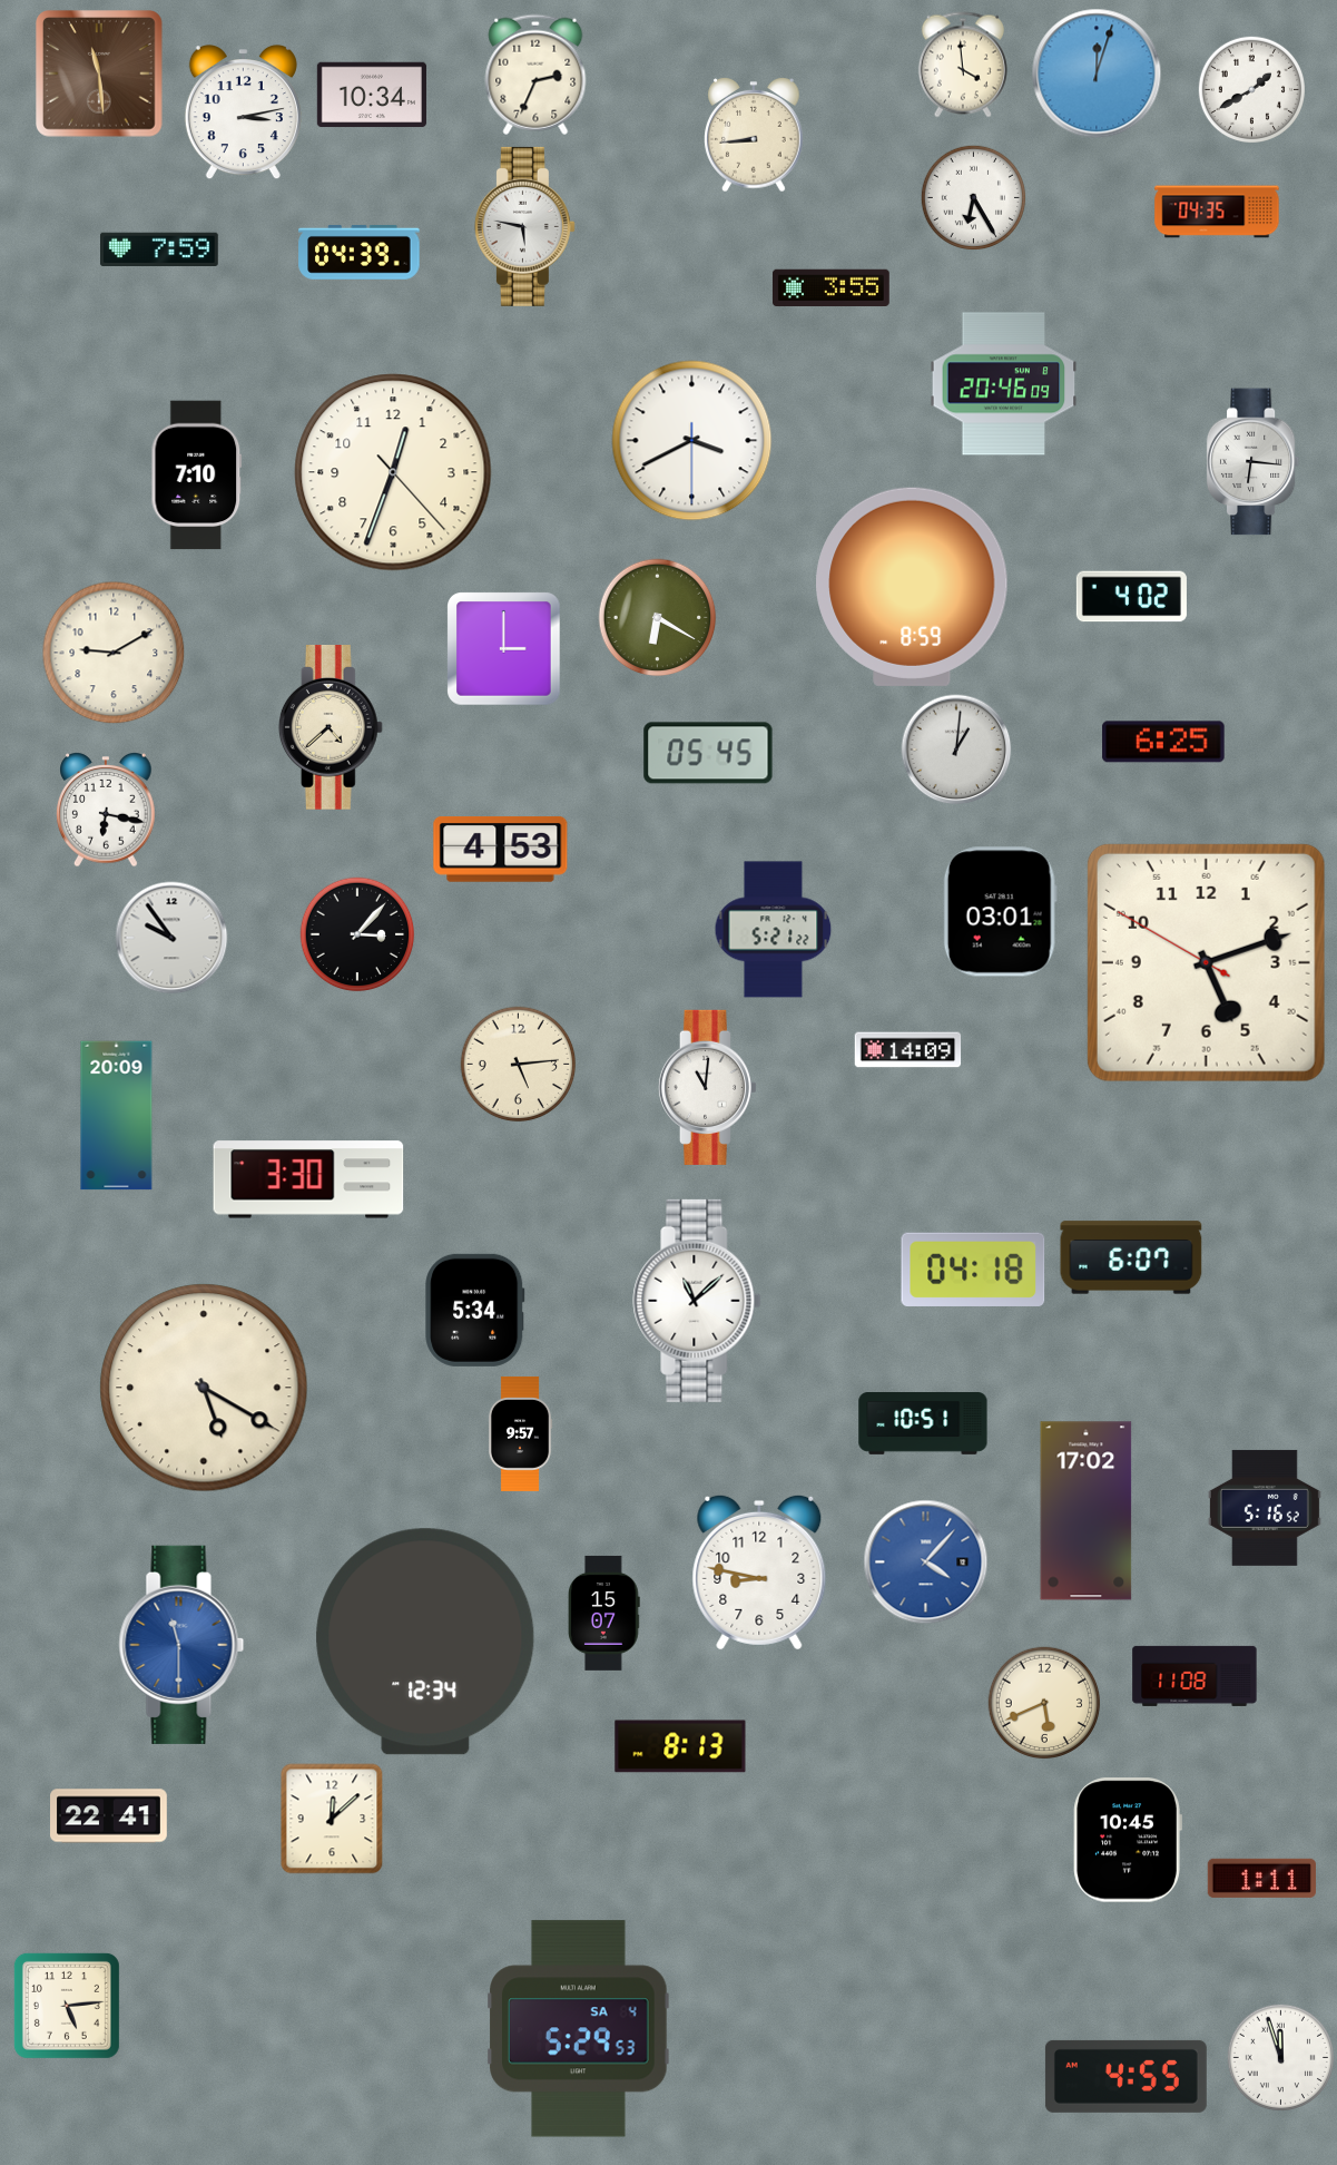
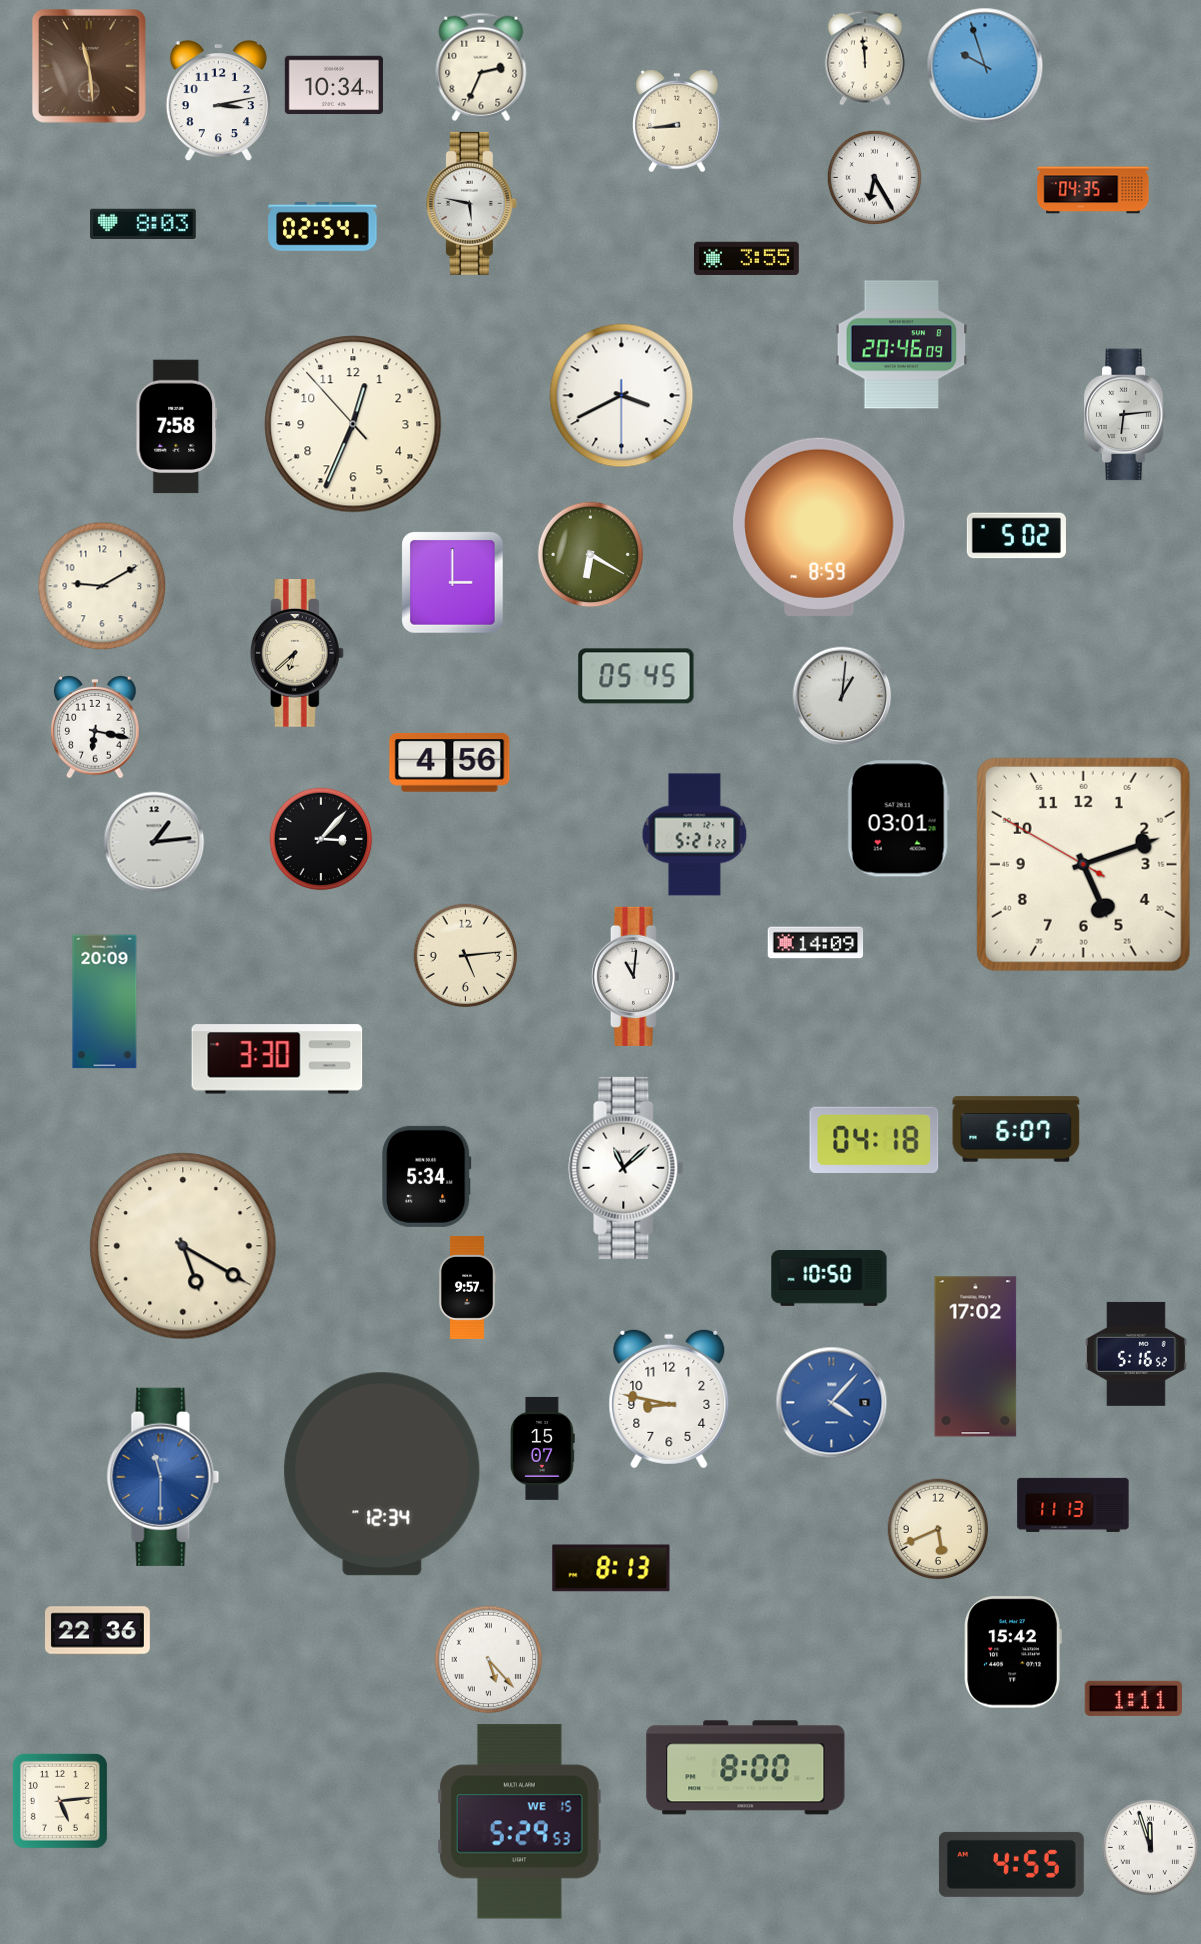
clock at (963, 65): 3:59 -> 11:59
clock at (1097, 74): 12:03 -> 9:57
clock at (1251, 89): 1:40 -> none
clock at (160, 248): 7:59 -> 8:03
clock at (360, 252): 04:39 -> 02:54
clock at (1254, 462): 6:16 -> 6:14
clock at (393, 472): 12:33:23 -> 12:33:53
clock at (197, 476): 7:10 -> 7:58
clock at (1131, 597): 4:02 -> 5:02
clock at (331, 728): 4:38 -> 6:38
clock at (1163, 742): 6:25 -> none
clock at (956, 750) position: (956, 750) -> (842, 696)
clock at (501, 850): 4:53 -> 4:56
clock at (171, 938): 9:54 -> 1:14
clock at (923, 1424): 10:51 -> 10:50
clock at (759, 1573) position: (759, 1573) -> (669, 1399)
clock at (1195, 1676): 11:08 -> 11:13
clock at (109, 1816): 22:41 -> 22:36
clock at (332, 1819): 12:08 -> none
clock at (1128, 1840): 10:45 -> 15:42
clock at (489, 1660): none -> 5:23
clock at (1261, 1878) position: (1261, 1878) -> (1133, 1698)
clock at (746, 1768): none -> 8:00
clock at (579, 2029) date: SA 4 -> WE 15
